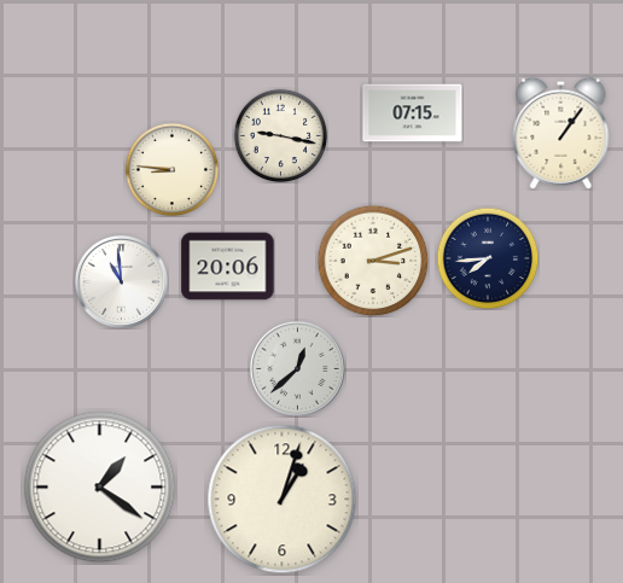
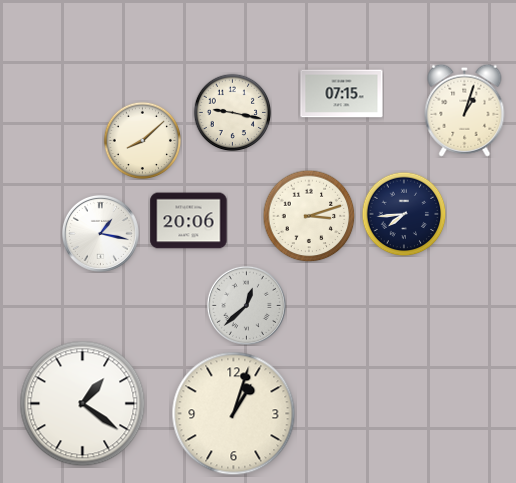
clock at (561, 133): 1:06 -> 1:03
clock at (171, 169): 8:46 -> 8:08
clock at (121, 281): 10:59 -> 1:17
